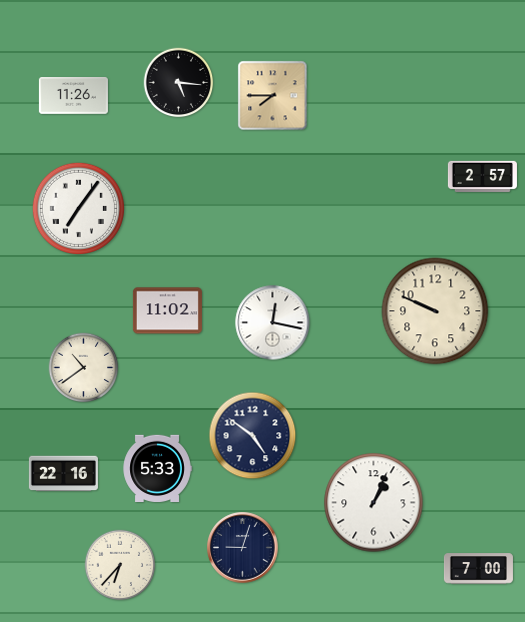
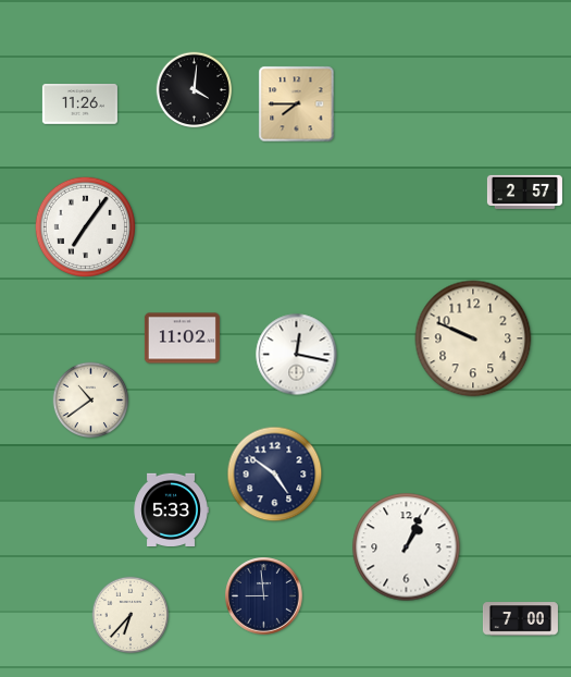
clock at (179, 83): 5:16 -> 4:01
clock at (273, 323) position: (273, 323) -> (297, 355)
clock at (63, 474): 22:16 -> none
clock at (243, 548): 9:03 -> 8:59
